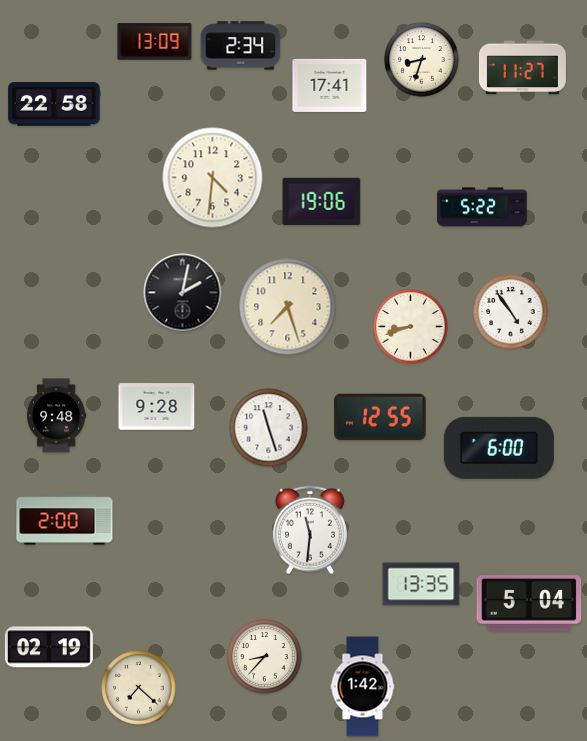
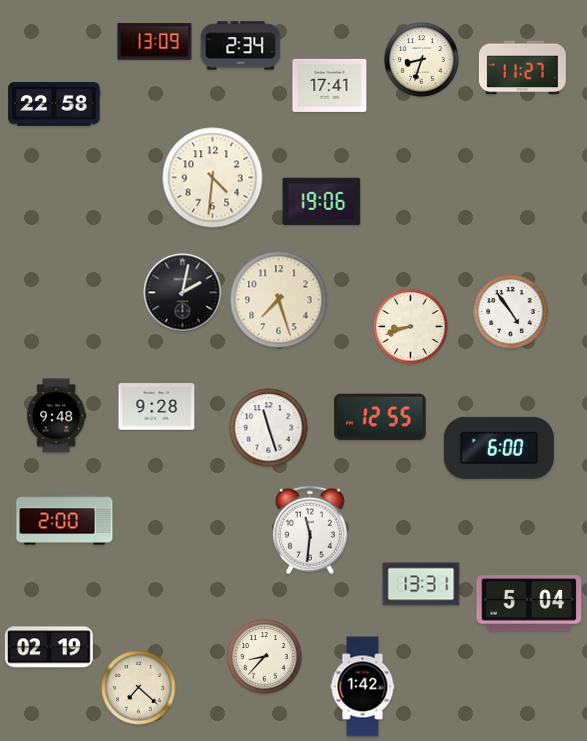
clock at (482, 207): 5:22 -> none
clock at (288, 307) position: (288, 307) -> (279, 300)
clock at (421, 584): 13:35 -> 13:31
